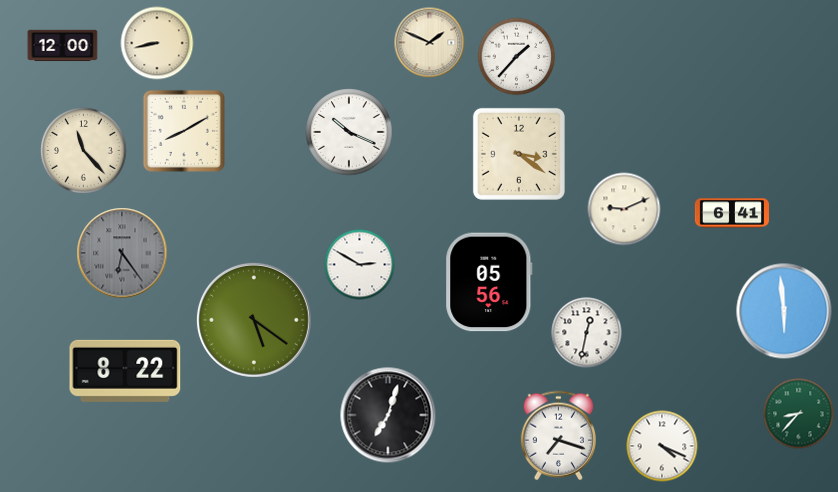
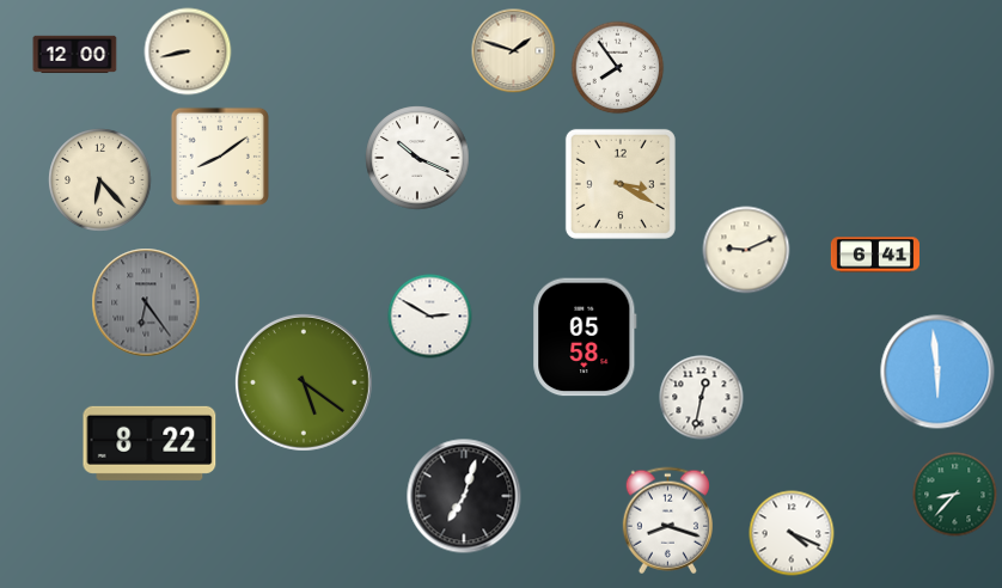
clock at (430, 43): 1:49 -> 1:48
clock at (517, 57): 1:37 -> 7:54
clock at (184, 131): 8:10 -> 8:09
clock at (84, 151): 11:23 -> 6:23
clock at (519, 154): 3:21 -> 3:20
clock at (489, 282): 05:56 -> 05:58
clock at (558, 436): 7:18 -> 8:18
